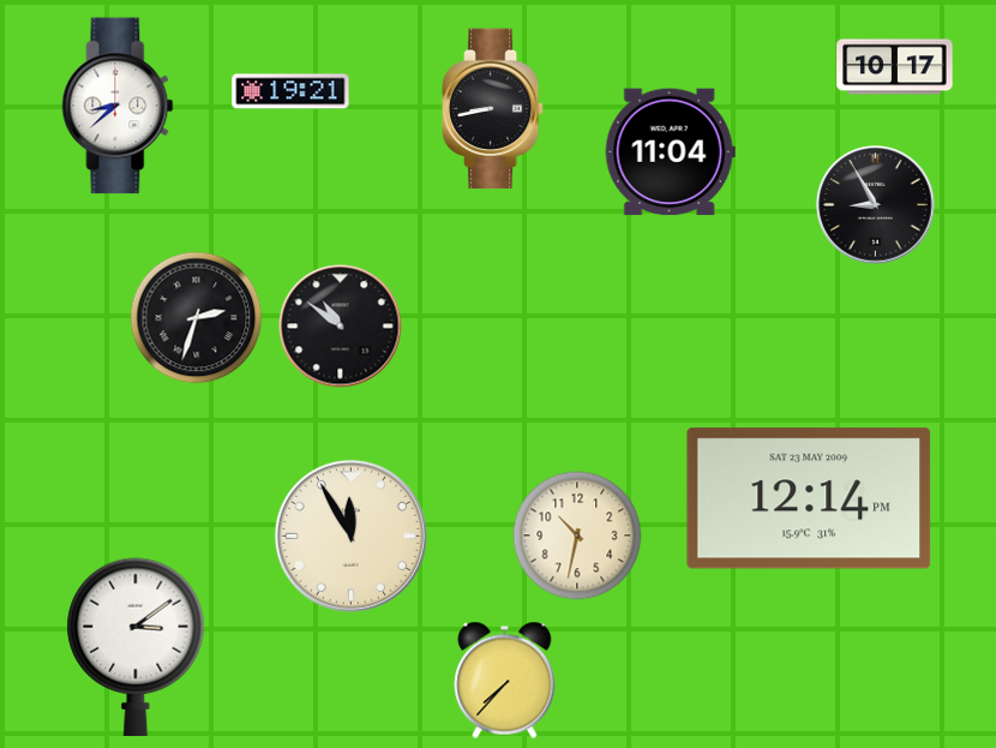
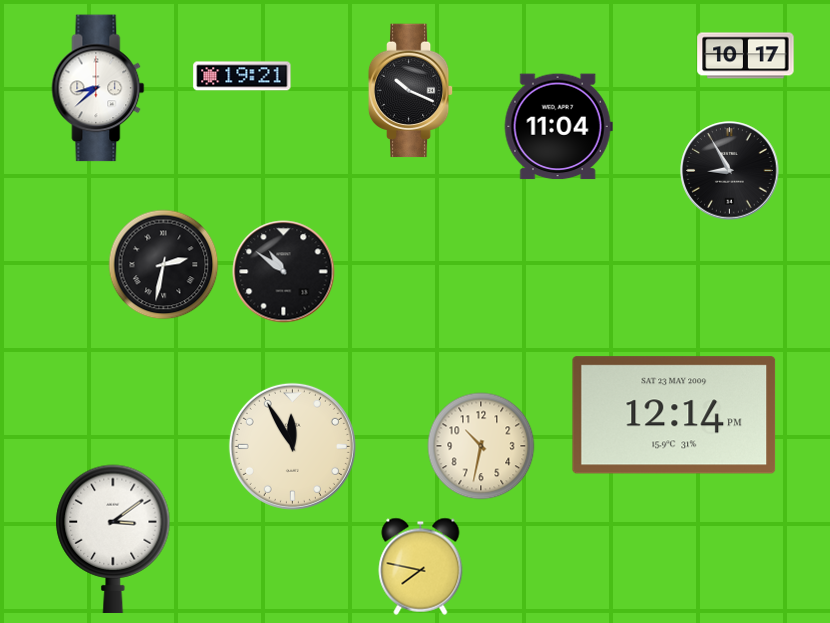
clock at (493, 109): 8:43 -> 10:19
clock at (197, 318): 2:33 -> 2:32
clock at (505, 680): 7:37 -> 7:47
